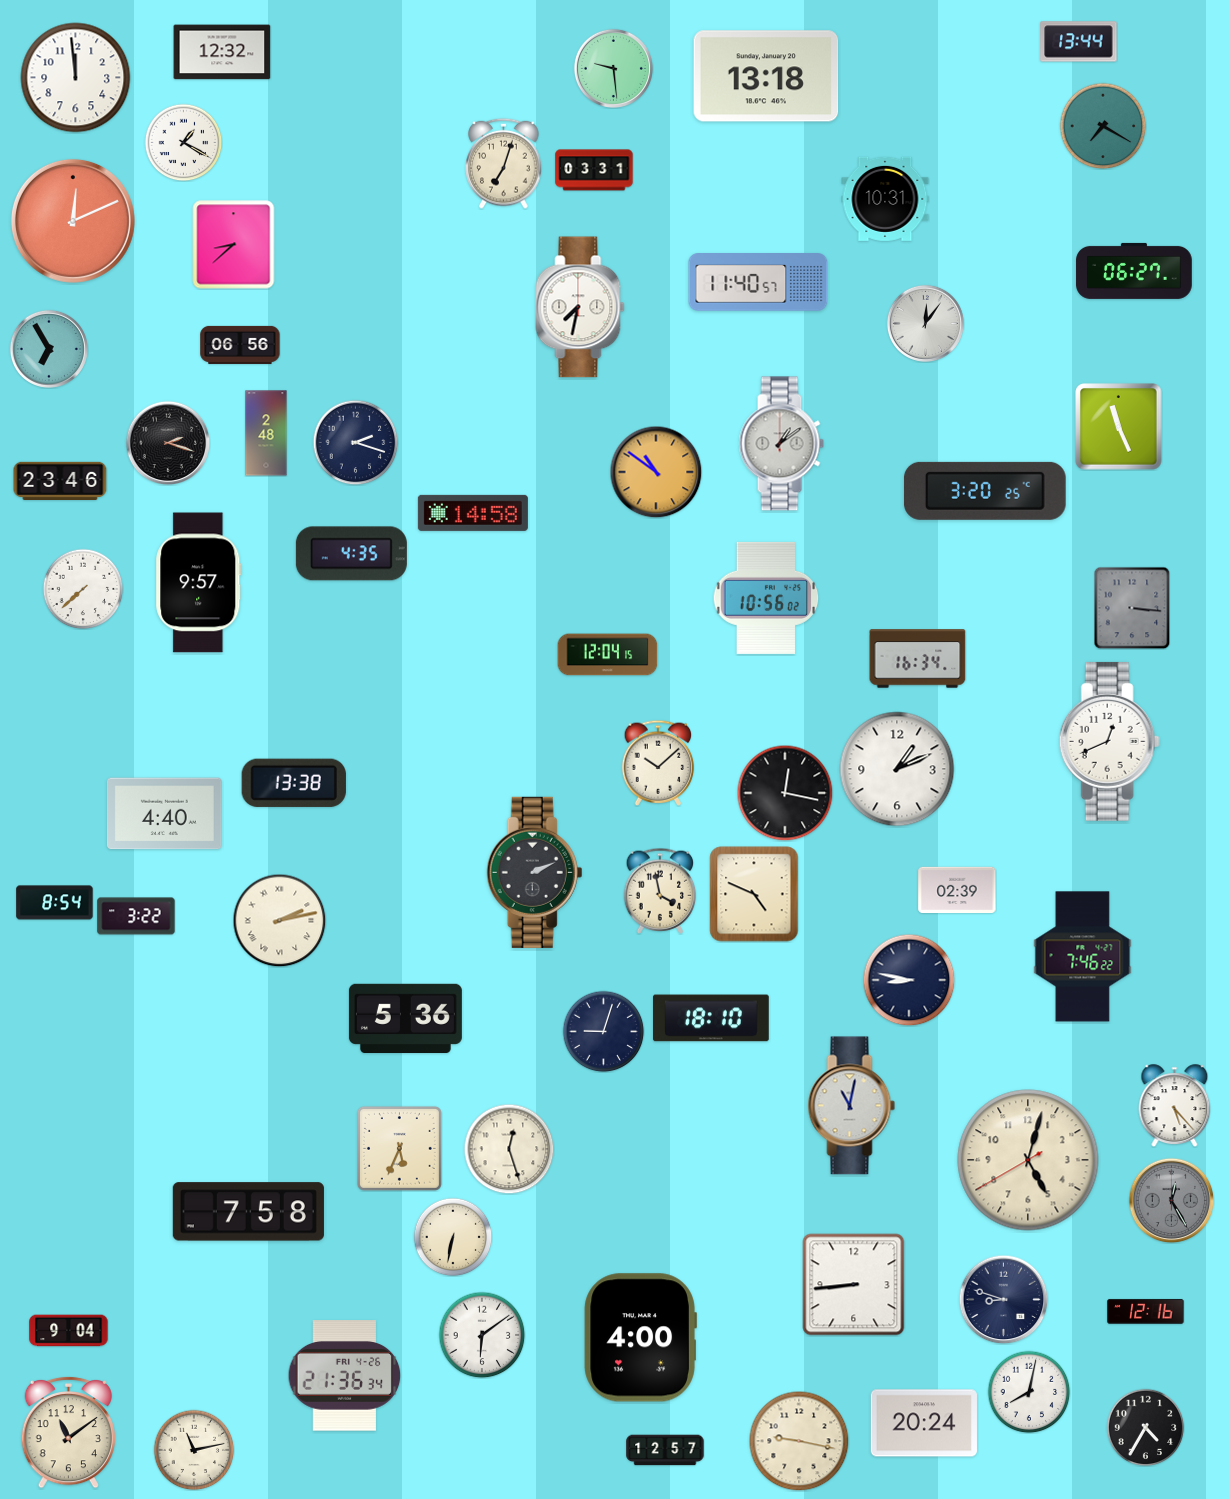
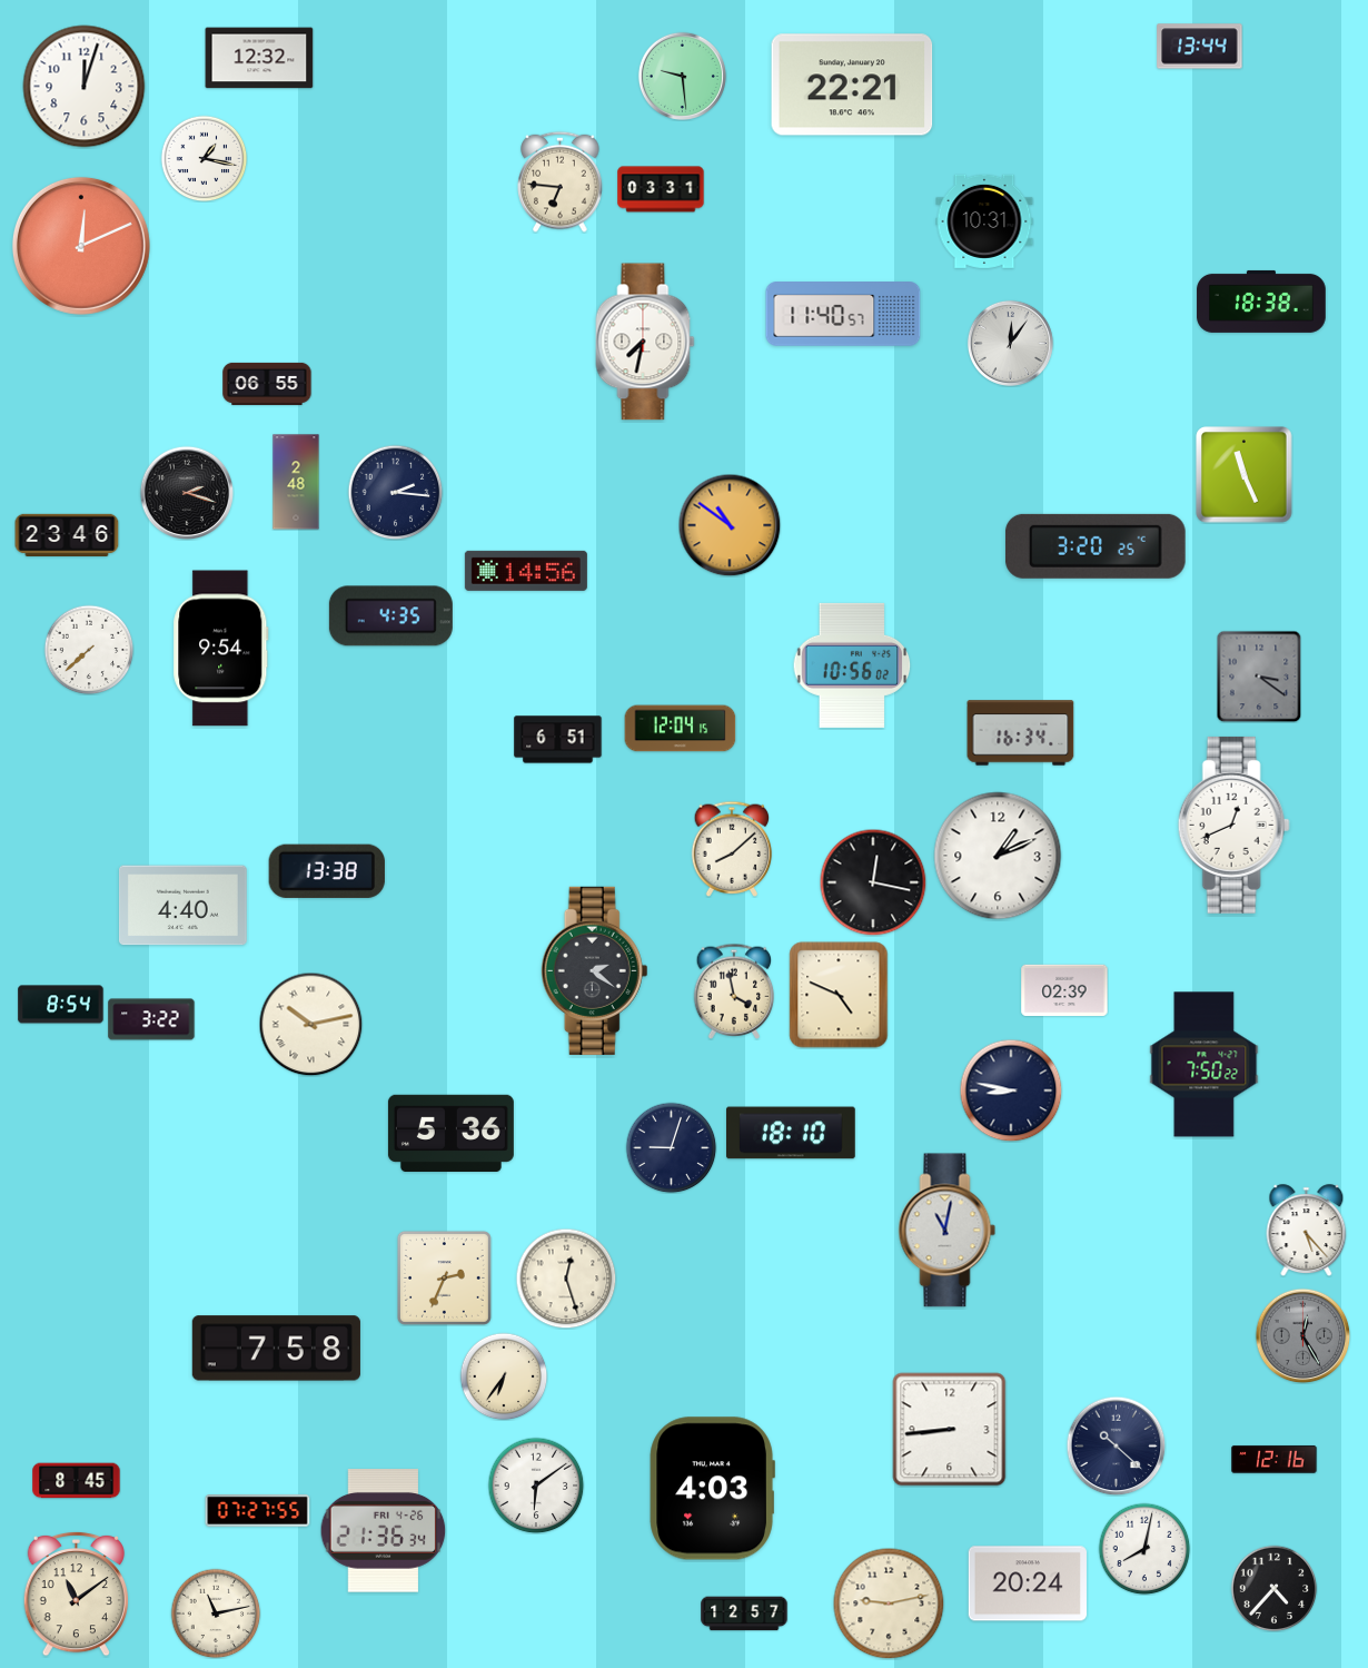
clock at (222, 52) position: (222, 52) -> (259, 58)
clock at (766, 76): 13:18 -> 22:21
clock at (76, 78): 11:59 -> 12:03
clock at (1103, 126): 7:20 -> none
clock at (183, 142): 1:20 -> 1:17
clock at (504, 163): 7:03 -> 6:46
clock at (234, 245): 8:38 -> none
clock at (1134, 271): 06:27 -> 18:38
clock at (925, 323) position: (925, 323) -> (1010, 343)
clock at (240, 345): 06:56 -> 06:55
clock at (49, 349): 6:55 -> none
clock at (355, 442): 2:18 -> 2:16
clock at (781, 444): 1:09 -> none
clock at (473, 513): 14:58 -> 14:56
clock at (199, 583): 9:57 -> 9:54
clock at (83, 589) position: (83, 589) -> (89, 650)
clock at (1132, 608): 3:16 -> 3:21
clock at (608, 655) position: (608, 655) -> (681, 729)
clock at (558, 740): none -> 6:51
clock at (658, 763): 10:08 -> 8:08
clock at (535, 872): 2:11 -> 2:21
clock at (279, 920): 2:13 -> 10:13
clock at (1083, 957): 7:46 -> 7:50
clock at (399, 1148): 5:34 -> 2:34
clock at (1028, 1160): 5:02 -> none
clock at (453, 1237): 6:32 -> 6:36
clock at (1003, 1299): 8:48 -> 10:22
clock at (69, 1331): 9:04 -> 8:45
clock at (640, 1338): 4:00 -> 4:03
clock at (258, 1511): none -> 07:27
clock at (1145, 1427): 4:35 -> 4:37
clock at (799, 1441): 9:17 -> 9:13
clock at (665, 1450) position: (665, 1450) -> (744, 1613)
